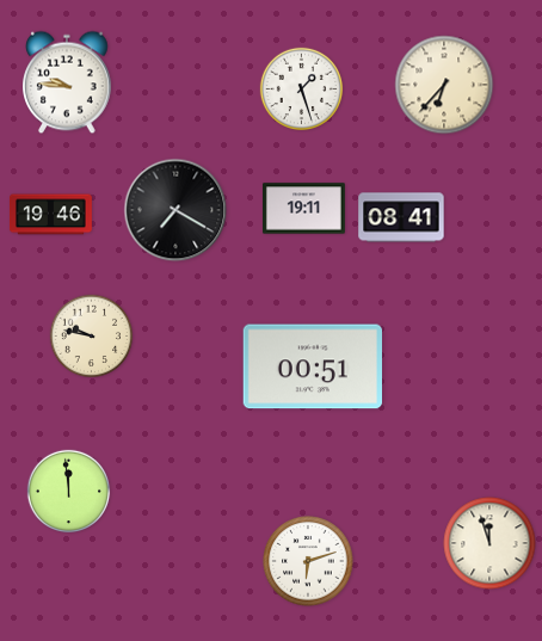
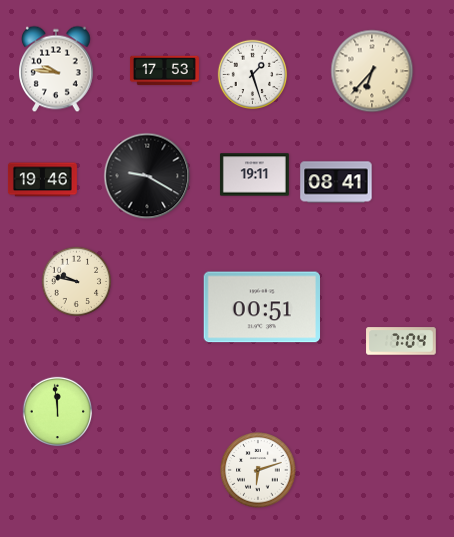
clock at (165, 71): none -> 17:53
clock at (175, 210): 7:20 -> 9:20
clock at (401, 341): none -> 7:04
clock at (489, 543): 11:57 -> none
